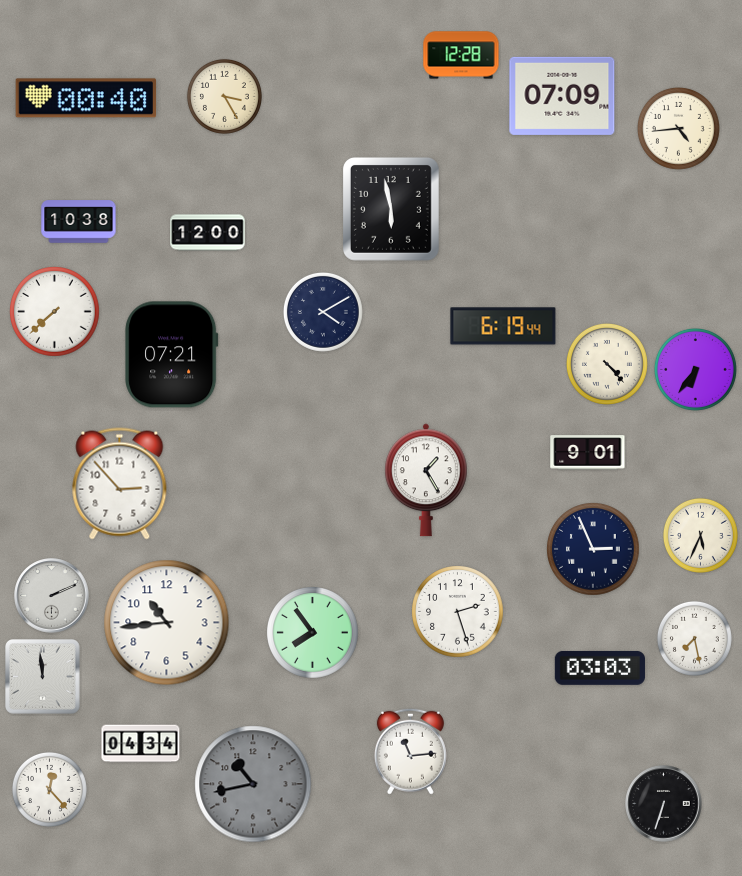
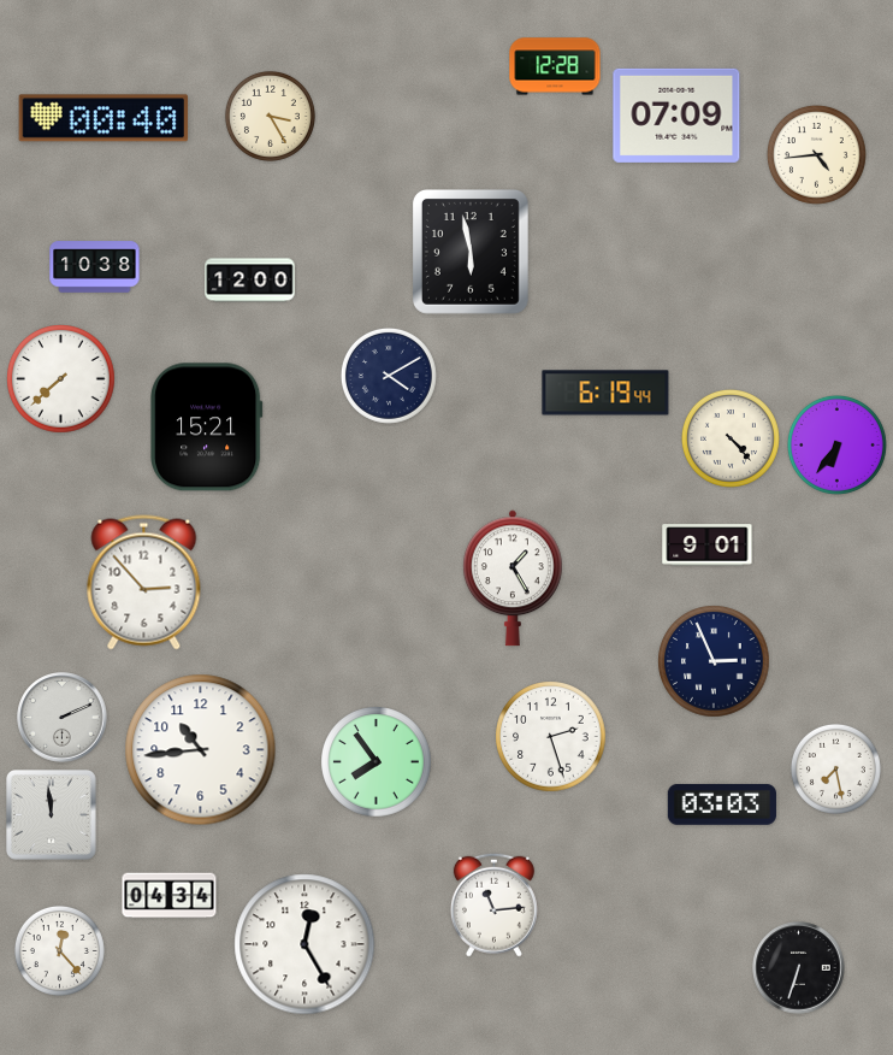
clock at (55, 312) position: (55, 312) -> (61, 379)
clock at (172, 355): 07:21 -> 15:21
clock at (700, 535): 5:34 -> none
clock at (253, 784): 10:43 -> 12:25
clock at (253, 784) dial: grey -> white
